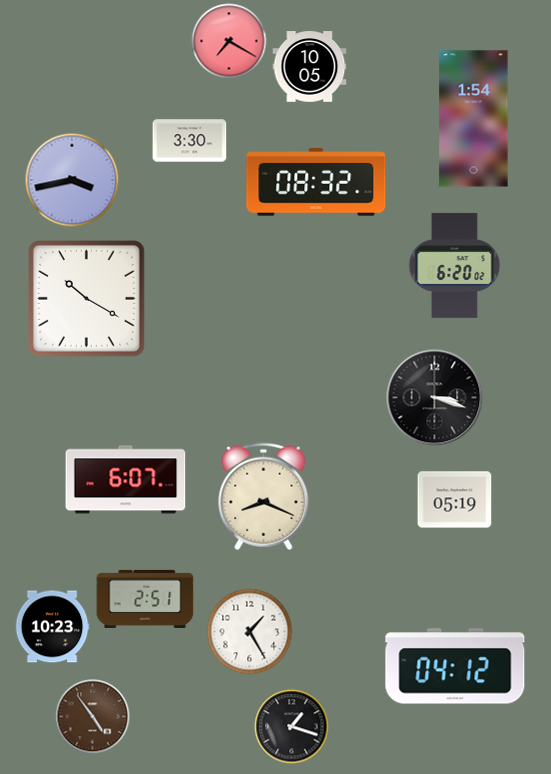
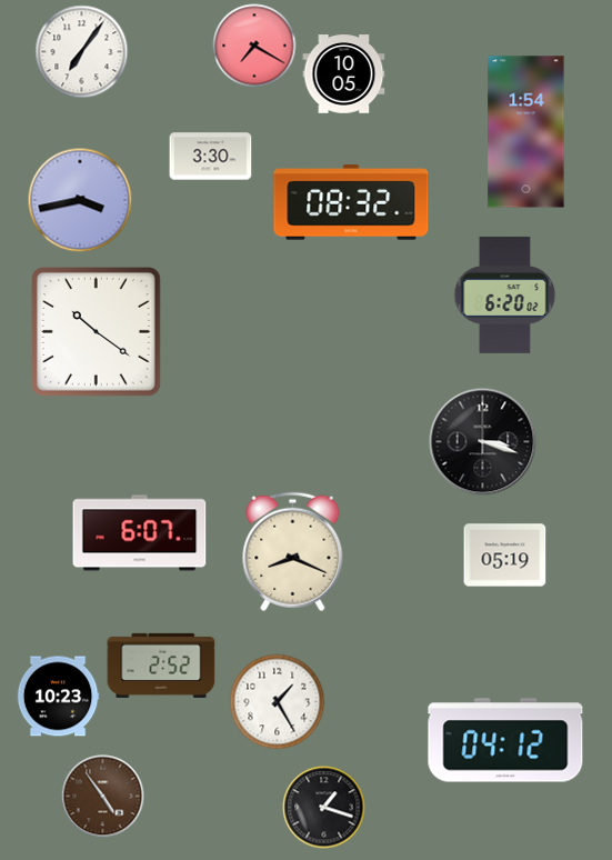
clock at (82, 52): none -> 7:06
clock at (87, 299): 10:20 -> 10:21
clock at (145, 599): 2:51 -> 2:52
